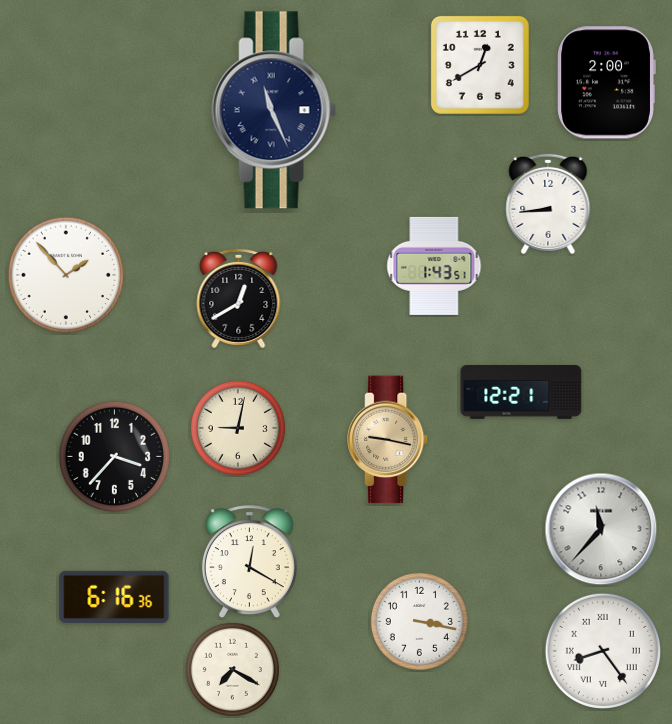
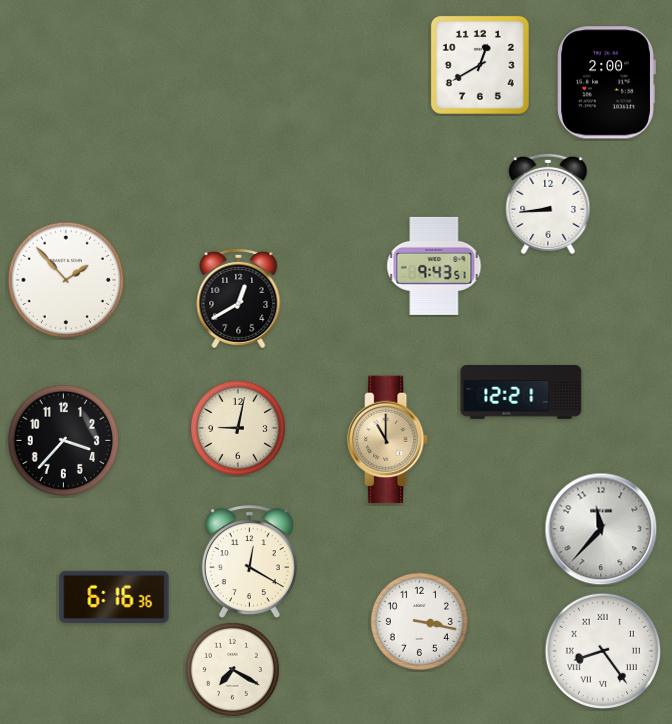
clock at (274, 110): 11:26 -> none
clock at (434, 266): 1:43 -> 9:43
clock at (65, 274) position: (65, 274) -> (65, 279)
clock at (389, 440): 9:17 -> 11:00
clock at (114, 456) position: (114, 456) -> (63, 440)
